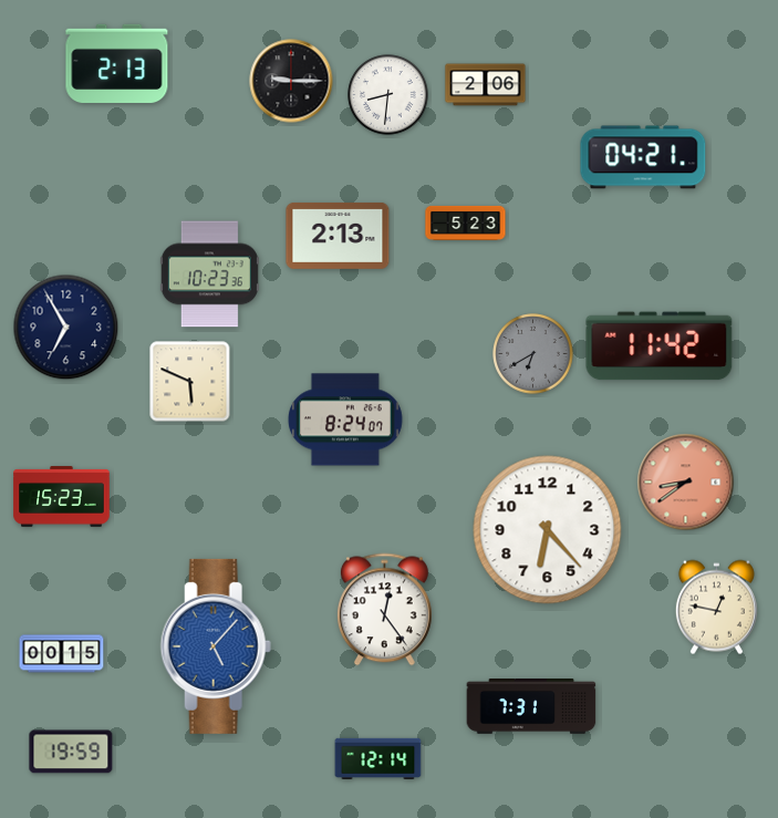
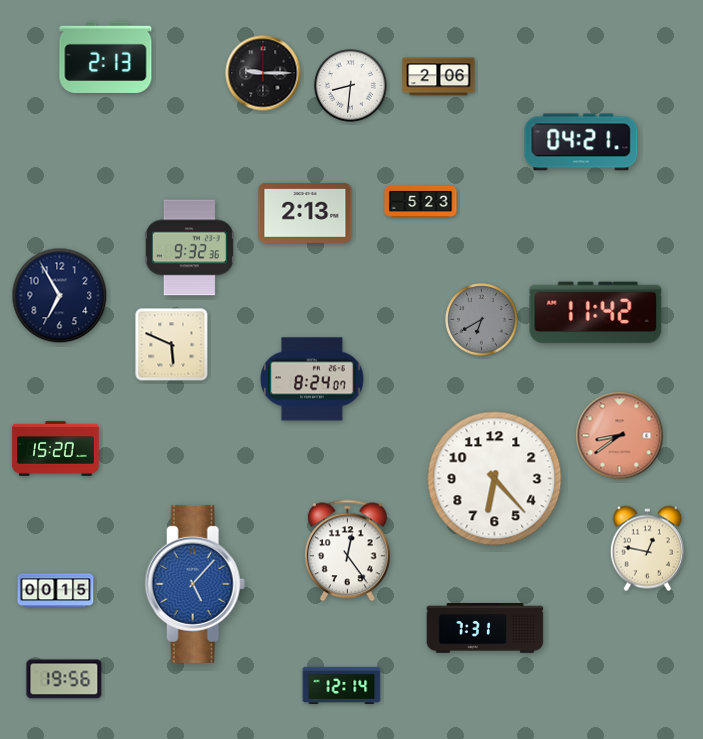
clock at (209, 275): 10:23 -> 9:32
clock at (62, 497): 15:23 -> 15:20
clock at (531, 706) position: (531, 706) -> (485, 628)
clock at (71, 752): 19:59 -> 19:56
